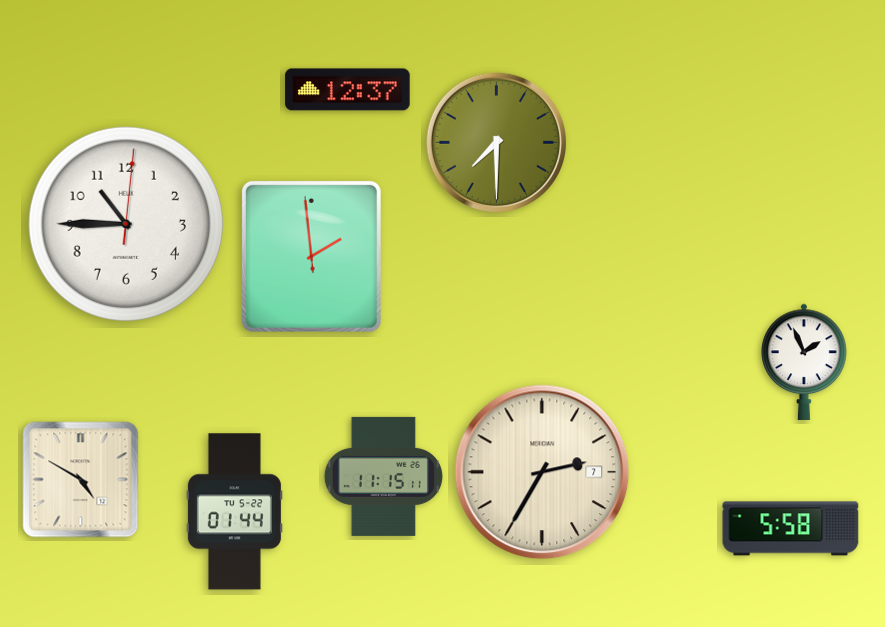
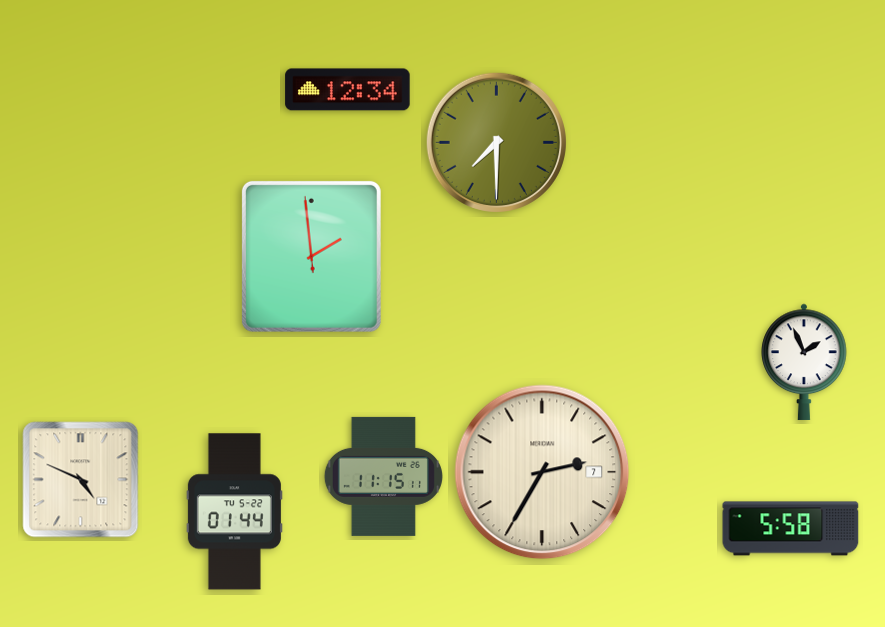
clock at (348, 90): 12:37 -> 12:34
clock at (126, 224): 10:45 -> none
clock at (81, 480): 4:50 -> 4:49
